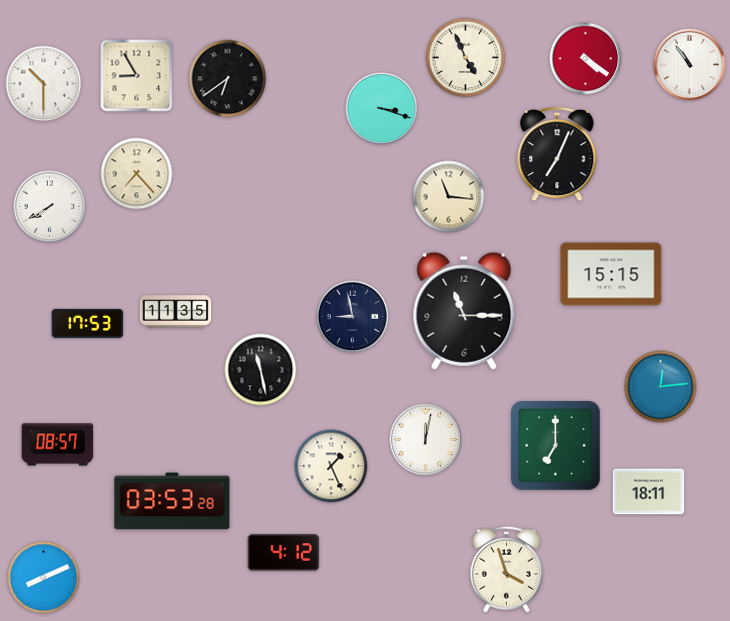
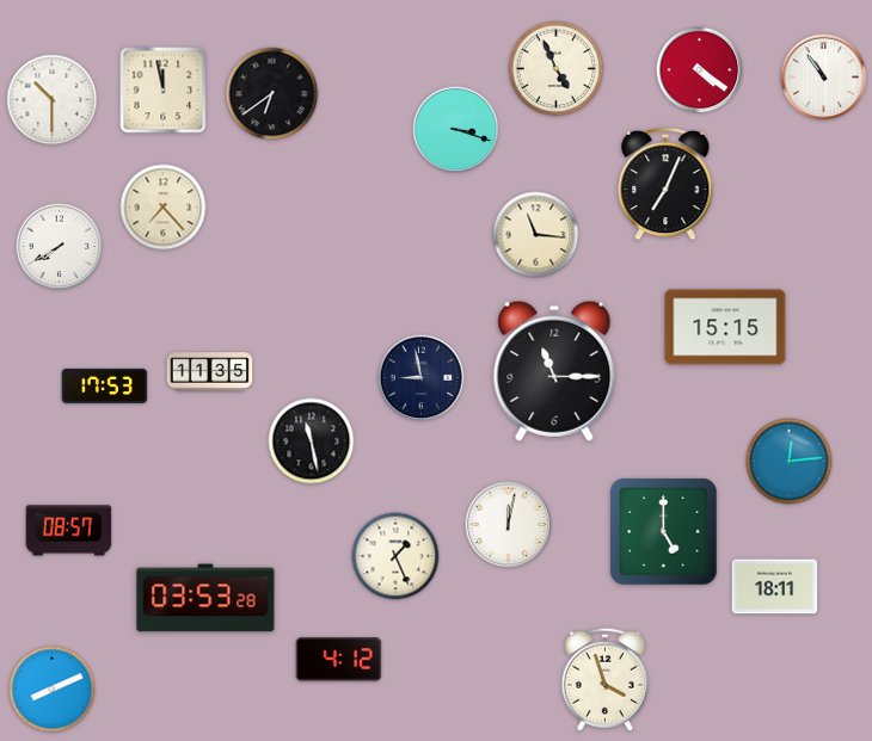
clock at (137, 76): 8:55 -> 11:58
clock at (611, 274) position: (611, 274) -> (725, 327)
clock at (556, 446): 7:00 -> 5:00
